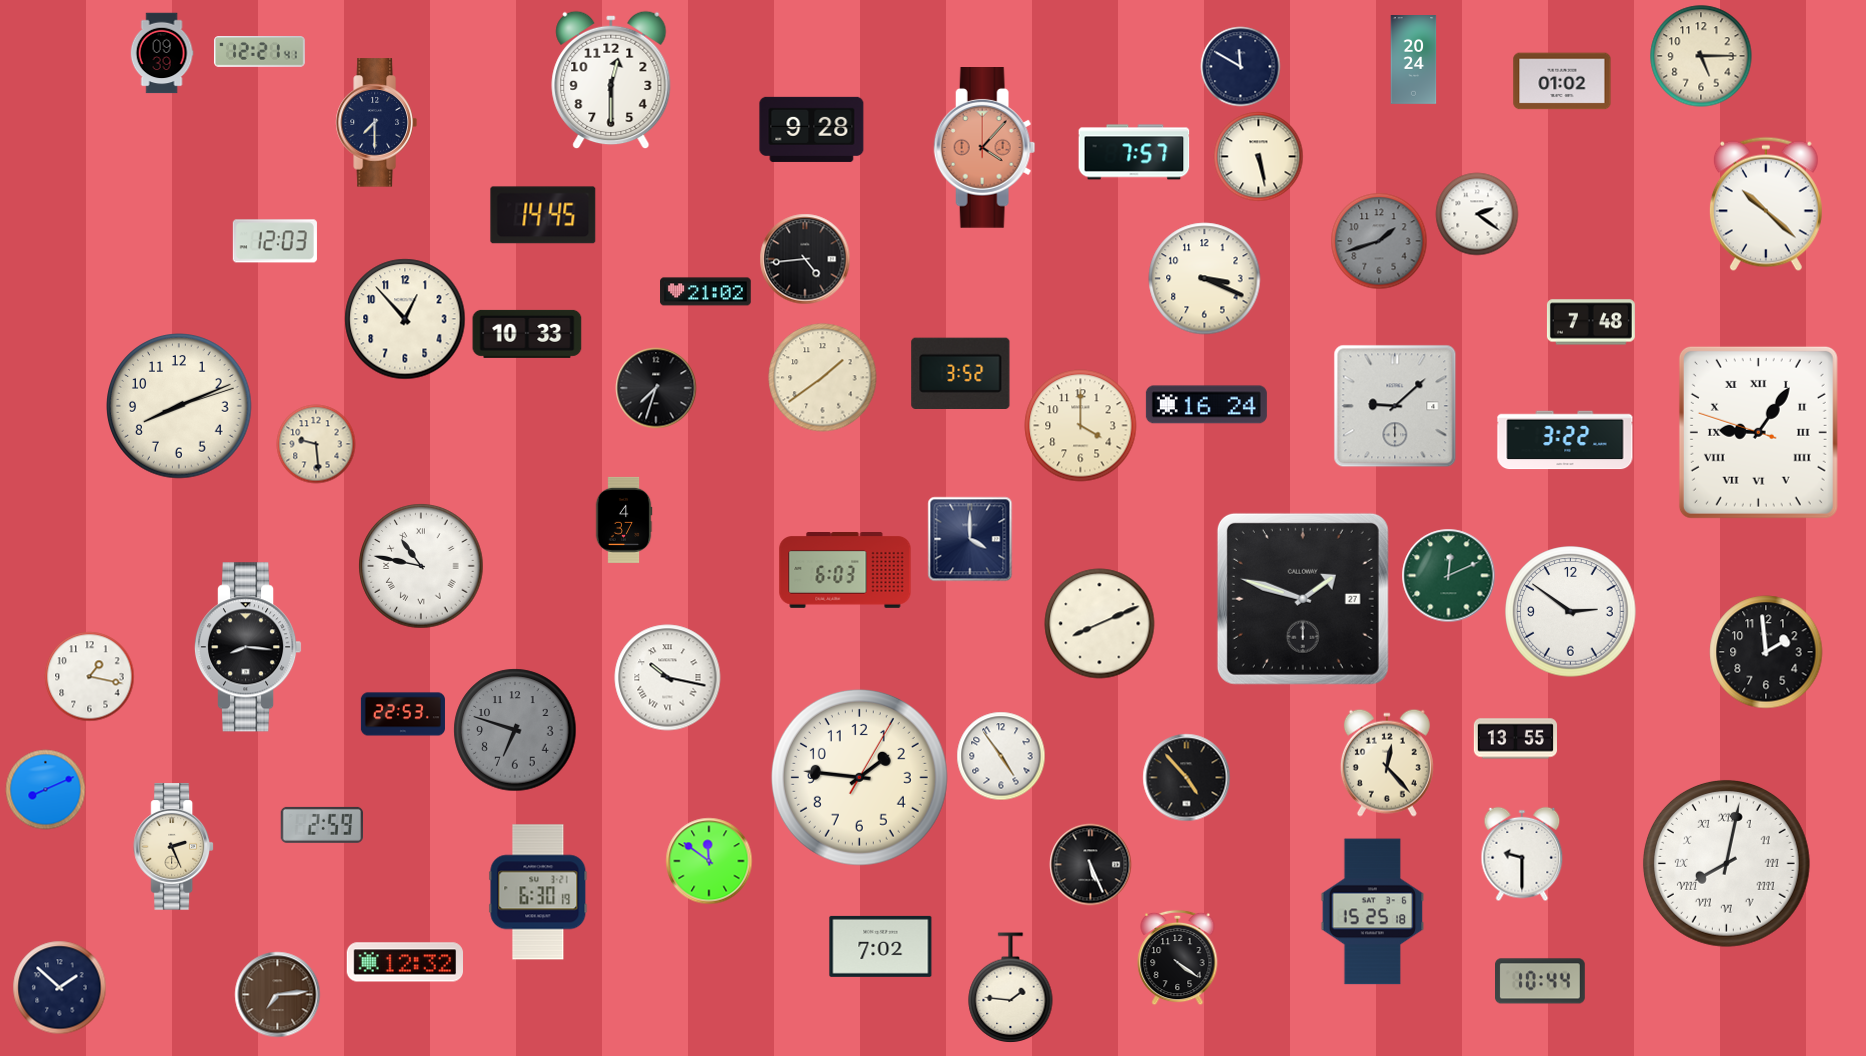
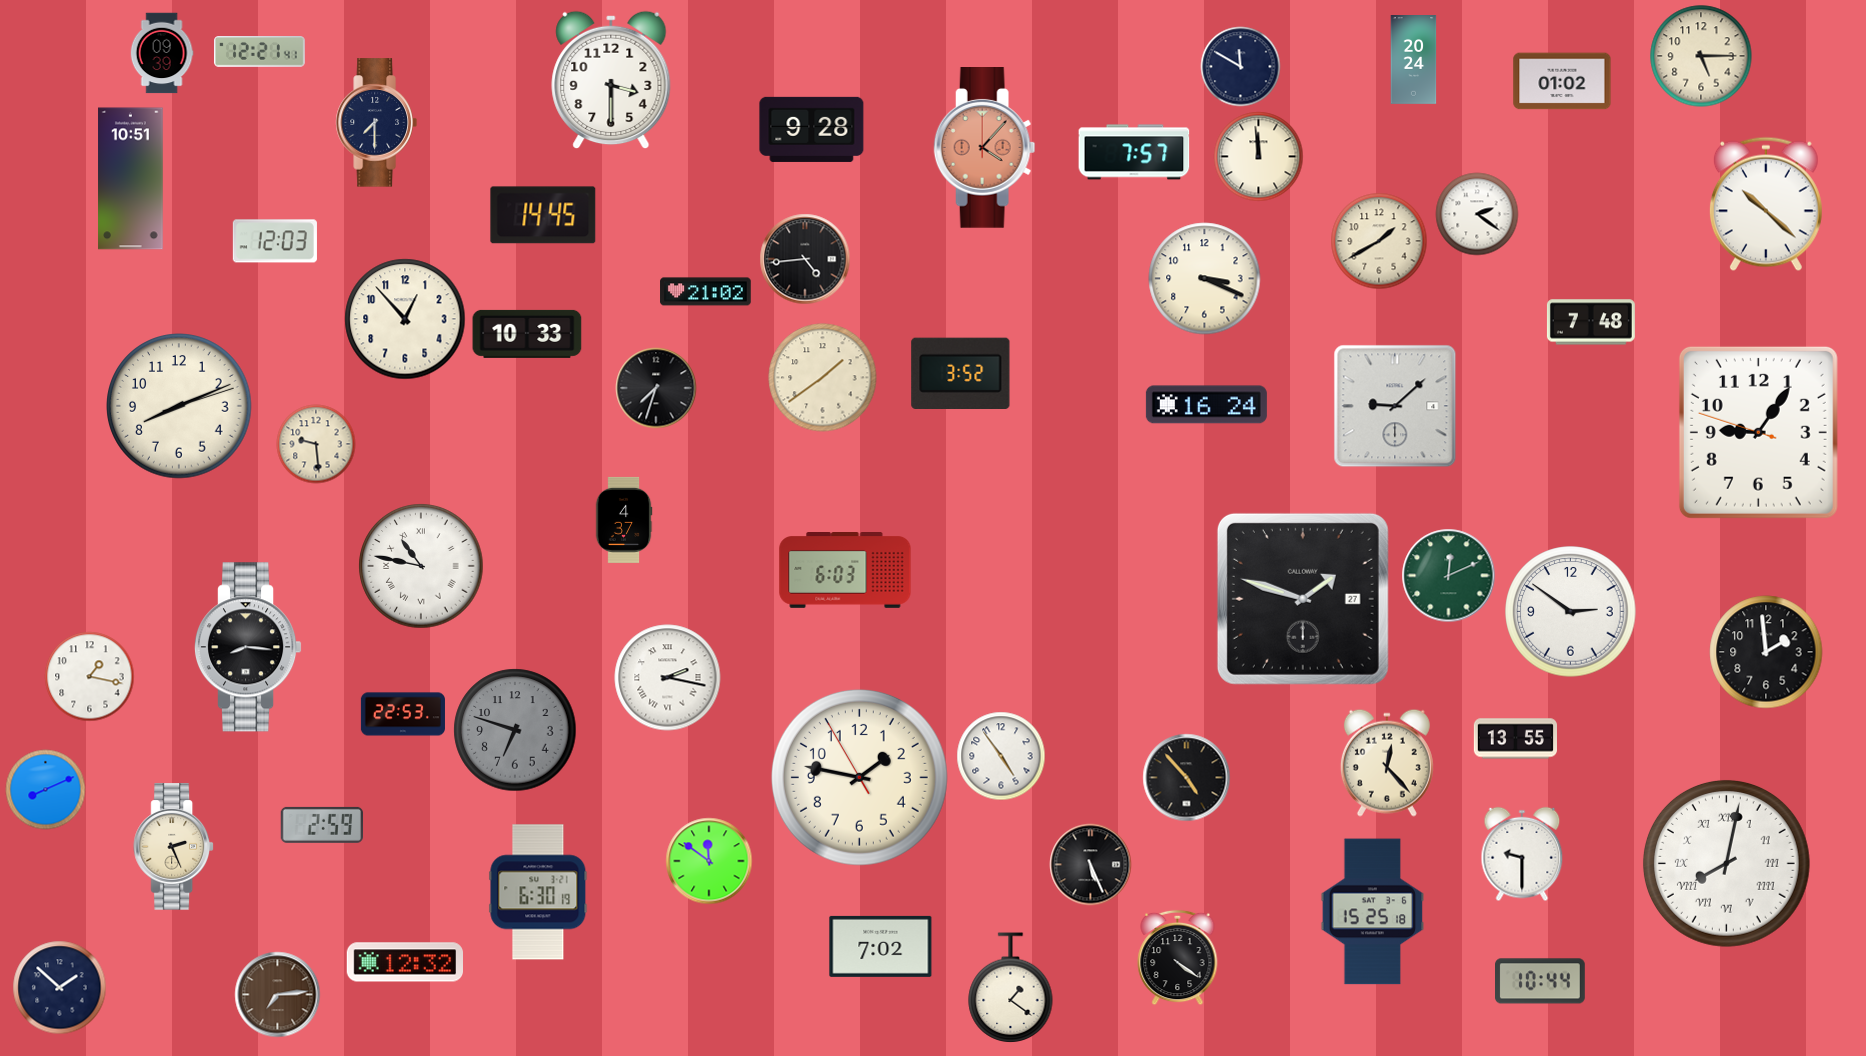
clock at (611, 80): 12:30 -> 3:30
clock at (1259, 157): 5:28 -> 11:59
clock at (131, 179): none -> 10:51
clock at (1379, 241): 1:42 -> 1:40
clock at (1379, 241) dial: grey -> cream
clock at (1081, 426): 4:00 -> none
clock at (1758, 432) numerals: Roman -> Arabic
clock at (1565, 440): 3:22 -> none
clock at (970, 539): 4:00 -> none
clock at (1100, 624): 8:11 -> none
clock at (668, 678): 10:17 -> 2:17
clock at (859, 777): 1:46:05 -> 1:46:55
clock at (1011, 987): 1:46 -> 1:21
